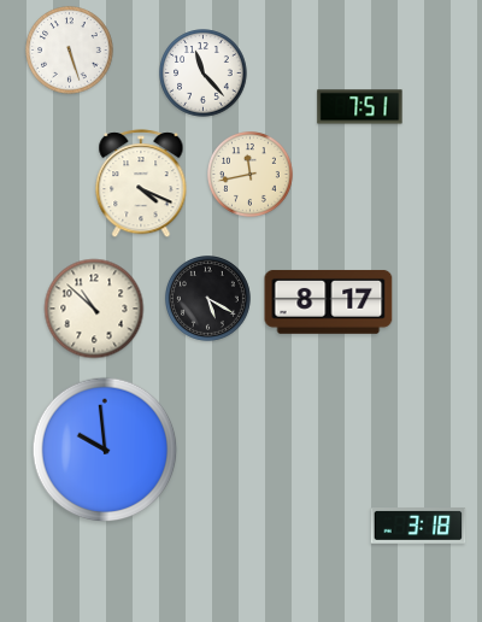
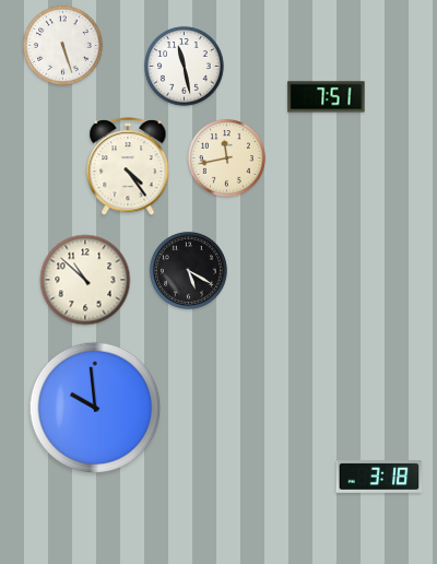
clock at (204, 74): 11:23 -> 11:28
clock at (141, 184): 4:19 -> 4:24
clock at (329, 301): 8:17 -> none
